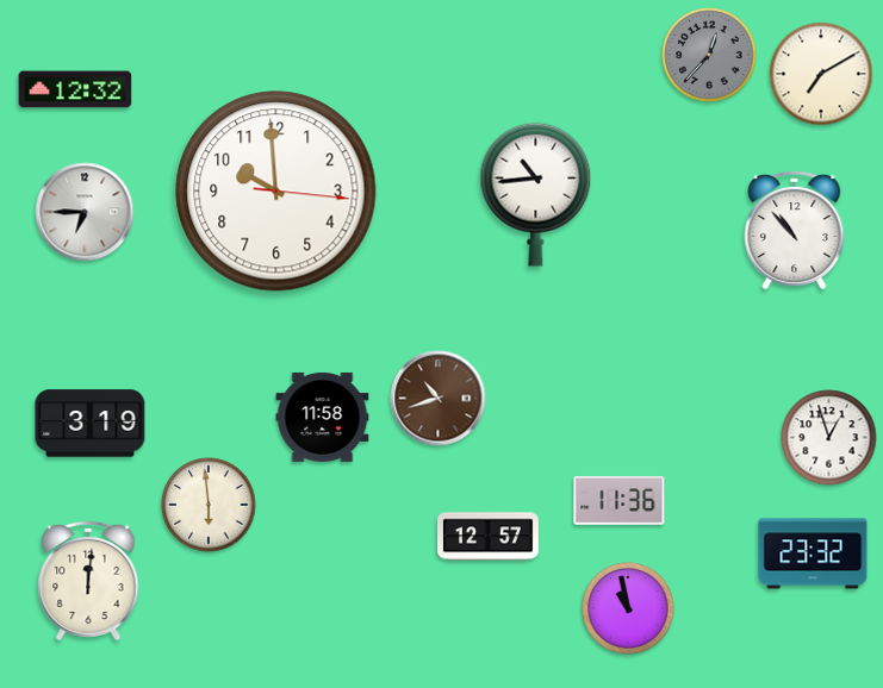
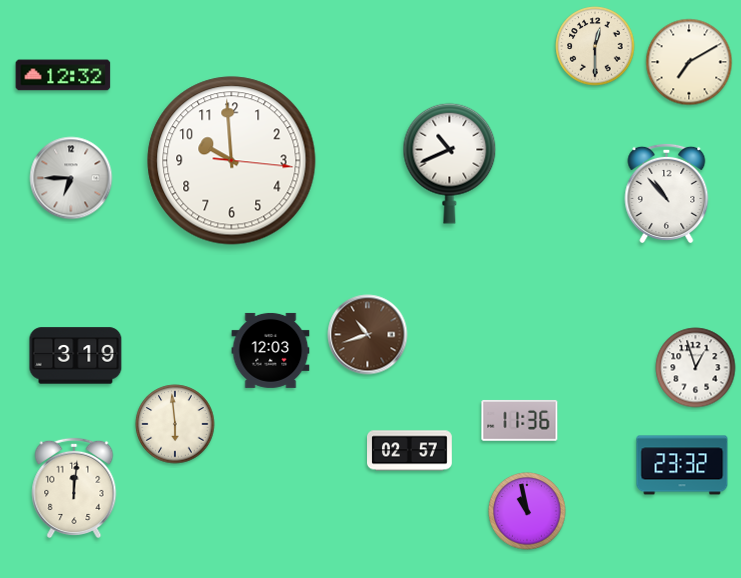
clock at (709, 55): 12:37 -> 12:30
clock at (709, 55) dial: grey -> cream
clock at (536, 194): 10:44 -> 10:41
clock at (323, 417): 11:58 -> 12:03
clock at (489, 537): 12:57 -> 02:57
